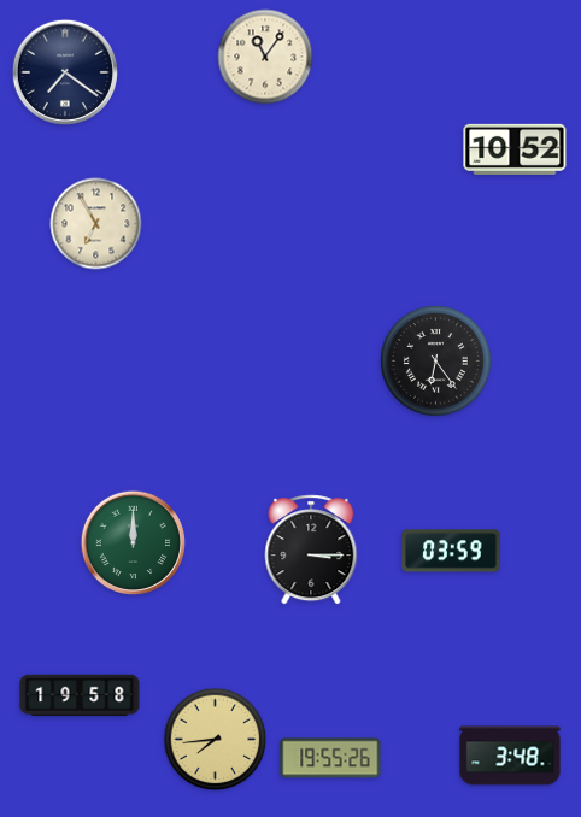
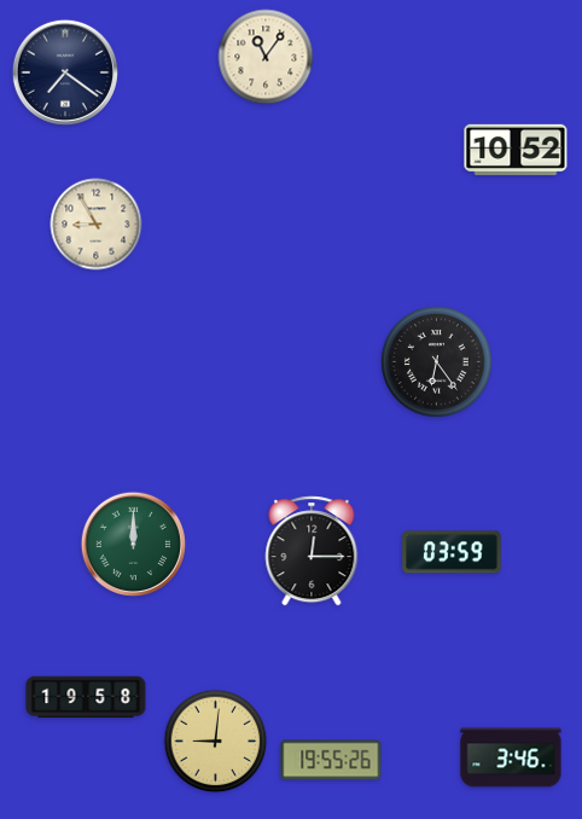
clock at (96, 224): 6:55 -> 8:55
clock at (311, 549): 3:15 -> 12:15
clock at (80, 695) position: (80, 695) -> (86, 697)
clock at (216, 740): 7:44 -> 9:01
clock at (510, 756): 3:48 -> 3:46
